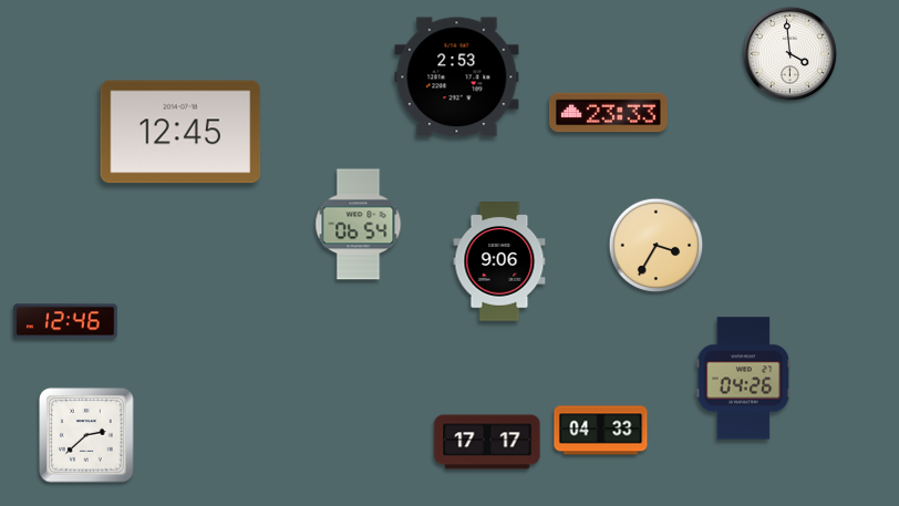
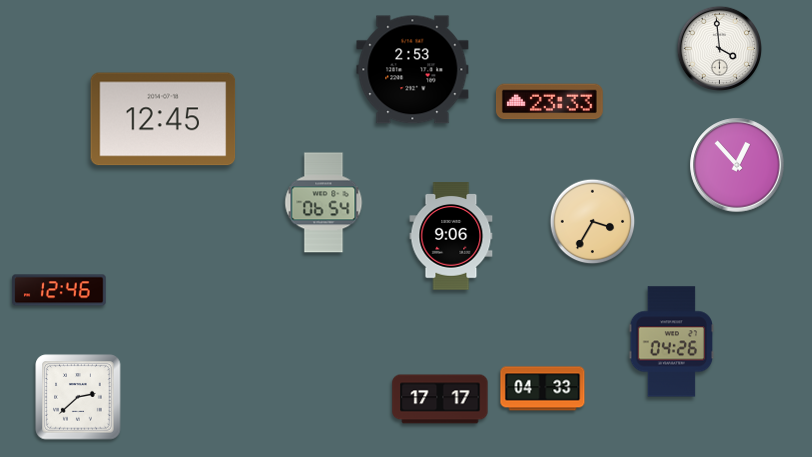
clock at (789, 53) position: (789, 53) -> (719, 48)
clock at (737, 165): none -> 12:53
clock at (86, 435) position: (86, 435) -> (78, 397)
